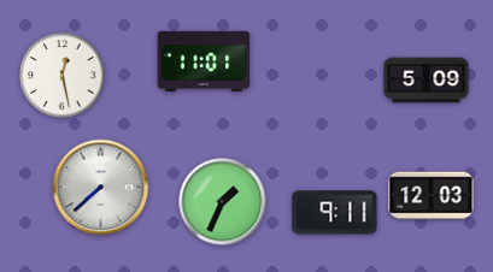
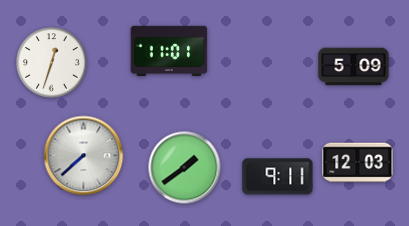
clock at (63, 76): 12:28 -> 12:33
clock at (223, 202): 1:34 -> 1:39
